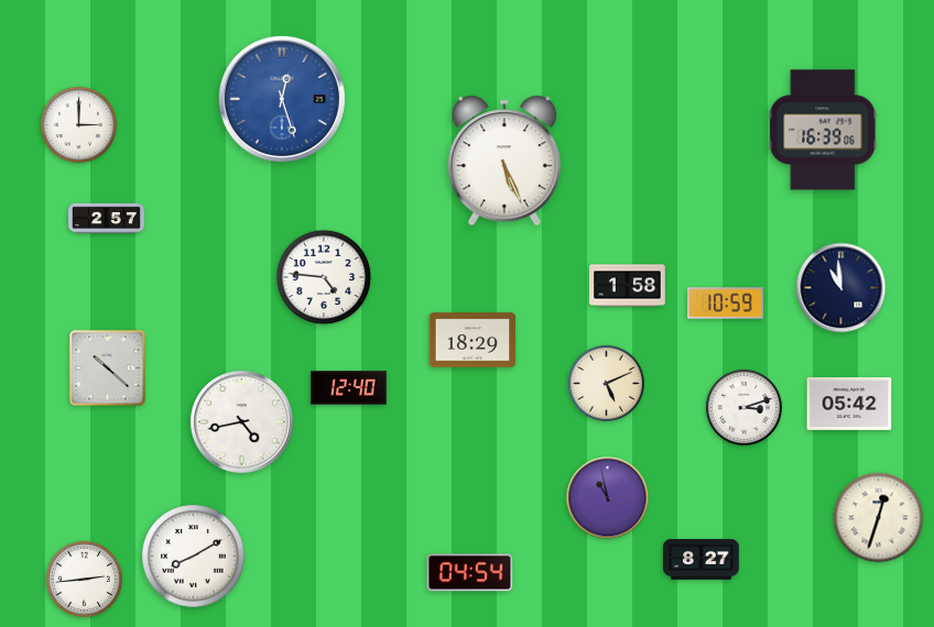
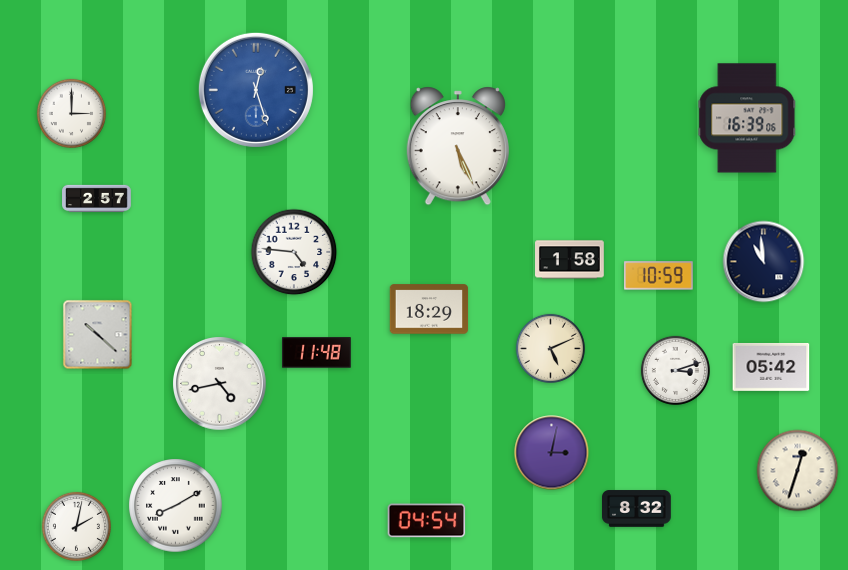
clock at (349, 388): 12:40 -> 11:48
clock at (608, 498): 10:58 -> 3:02
clock at (702, 560): 8:27 -> 8:32
clock at (84, 579): 2:44 -> 2:02
